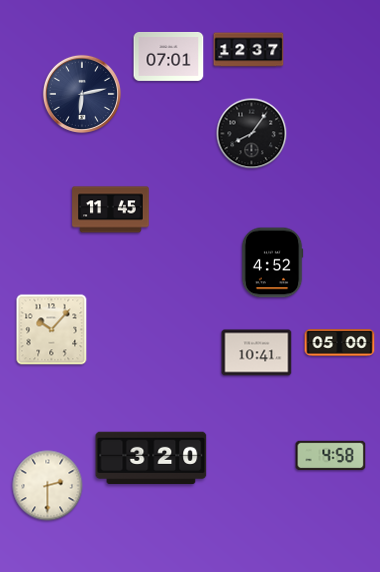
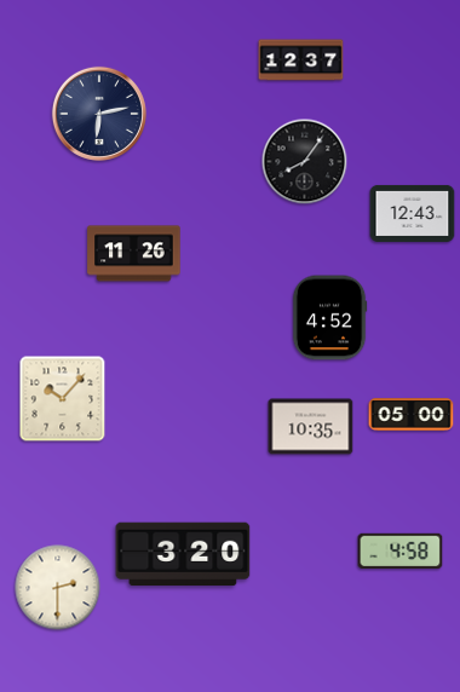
clock at (169, 56): 07:01 -> none
clock at (413, 213): none -> 12:43
clock at (111, 210): 11:45 -> 11:26
clock at (257, 353): 10:41 -> 10:35
